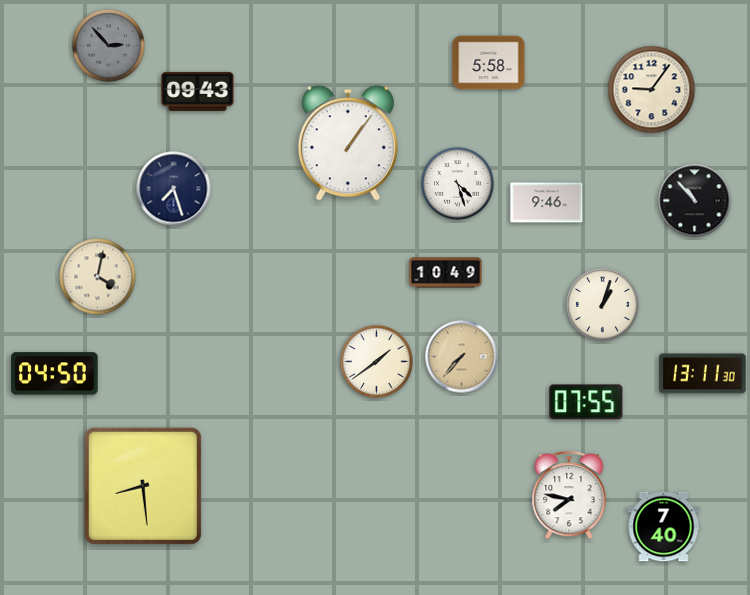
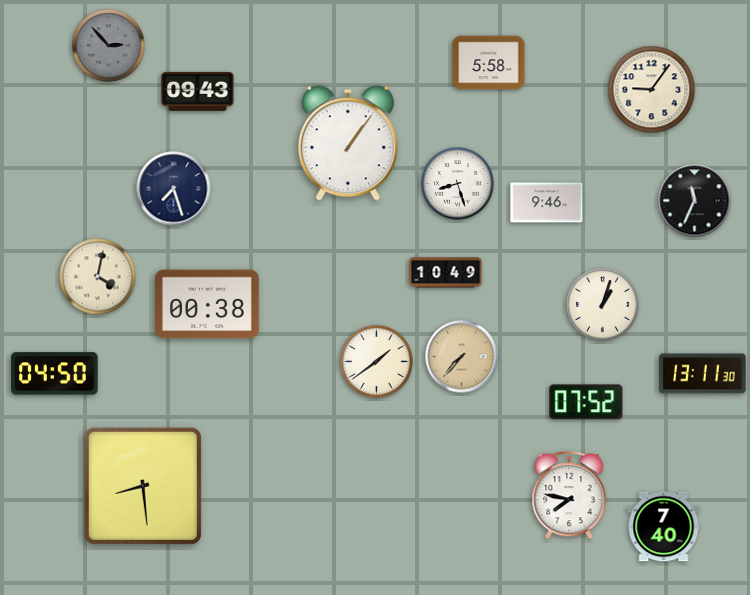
clock at (458, 184): 4:27 -> 8:27
clock at (695, 201): 10:53 -> 11:34
clock at (208, 304): none -> 00:38
clock at (586, 402): 07:55 -> 07:52
